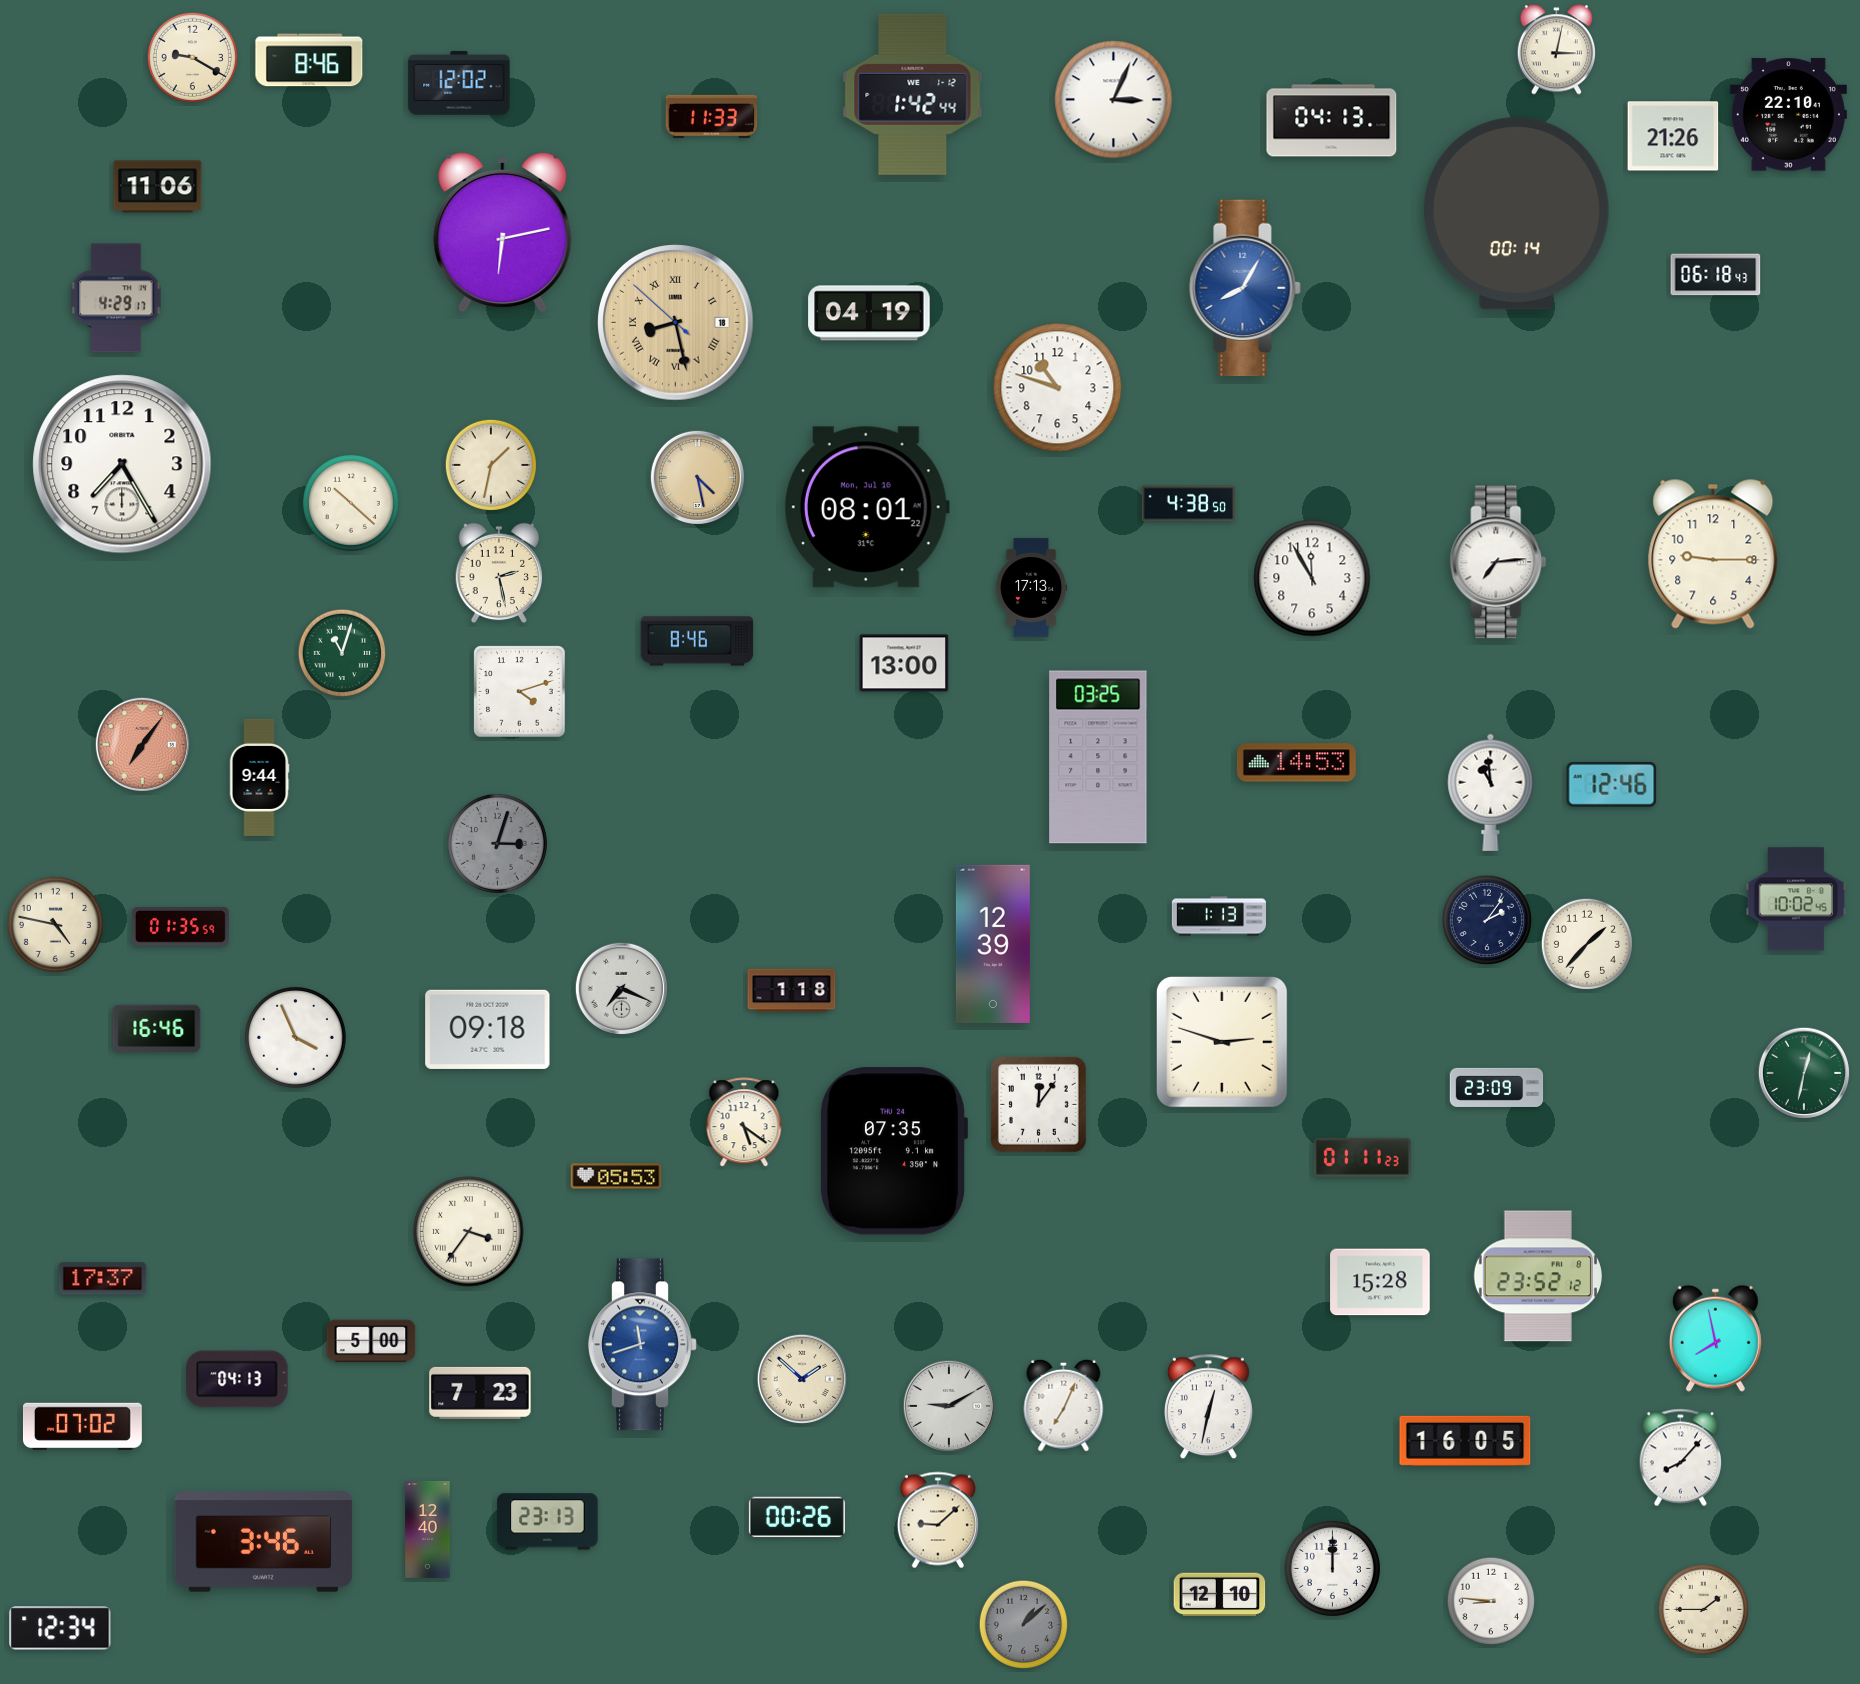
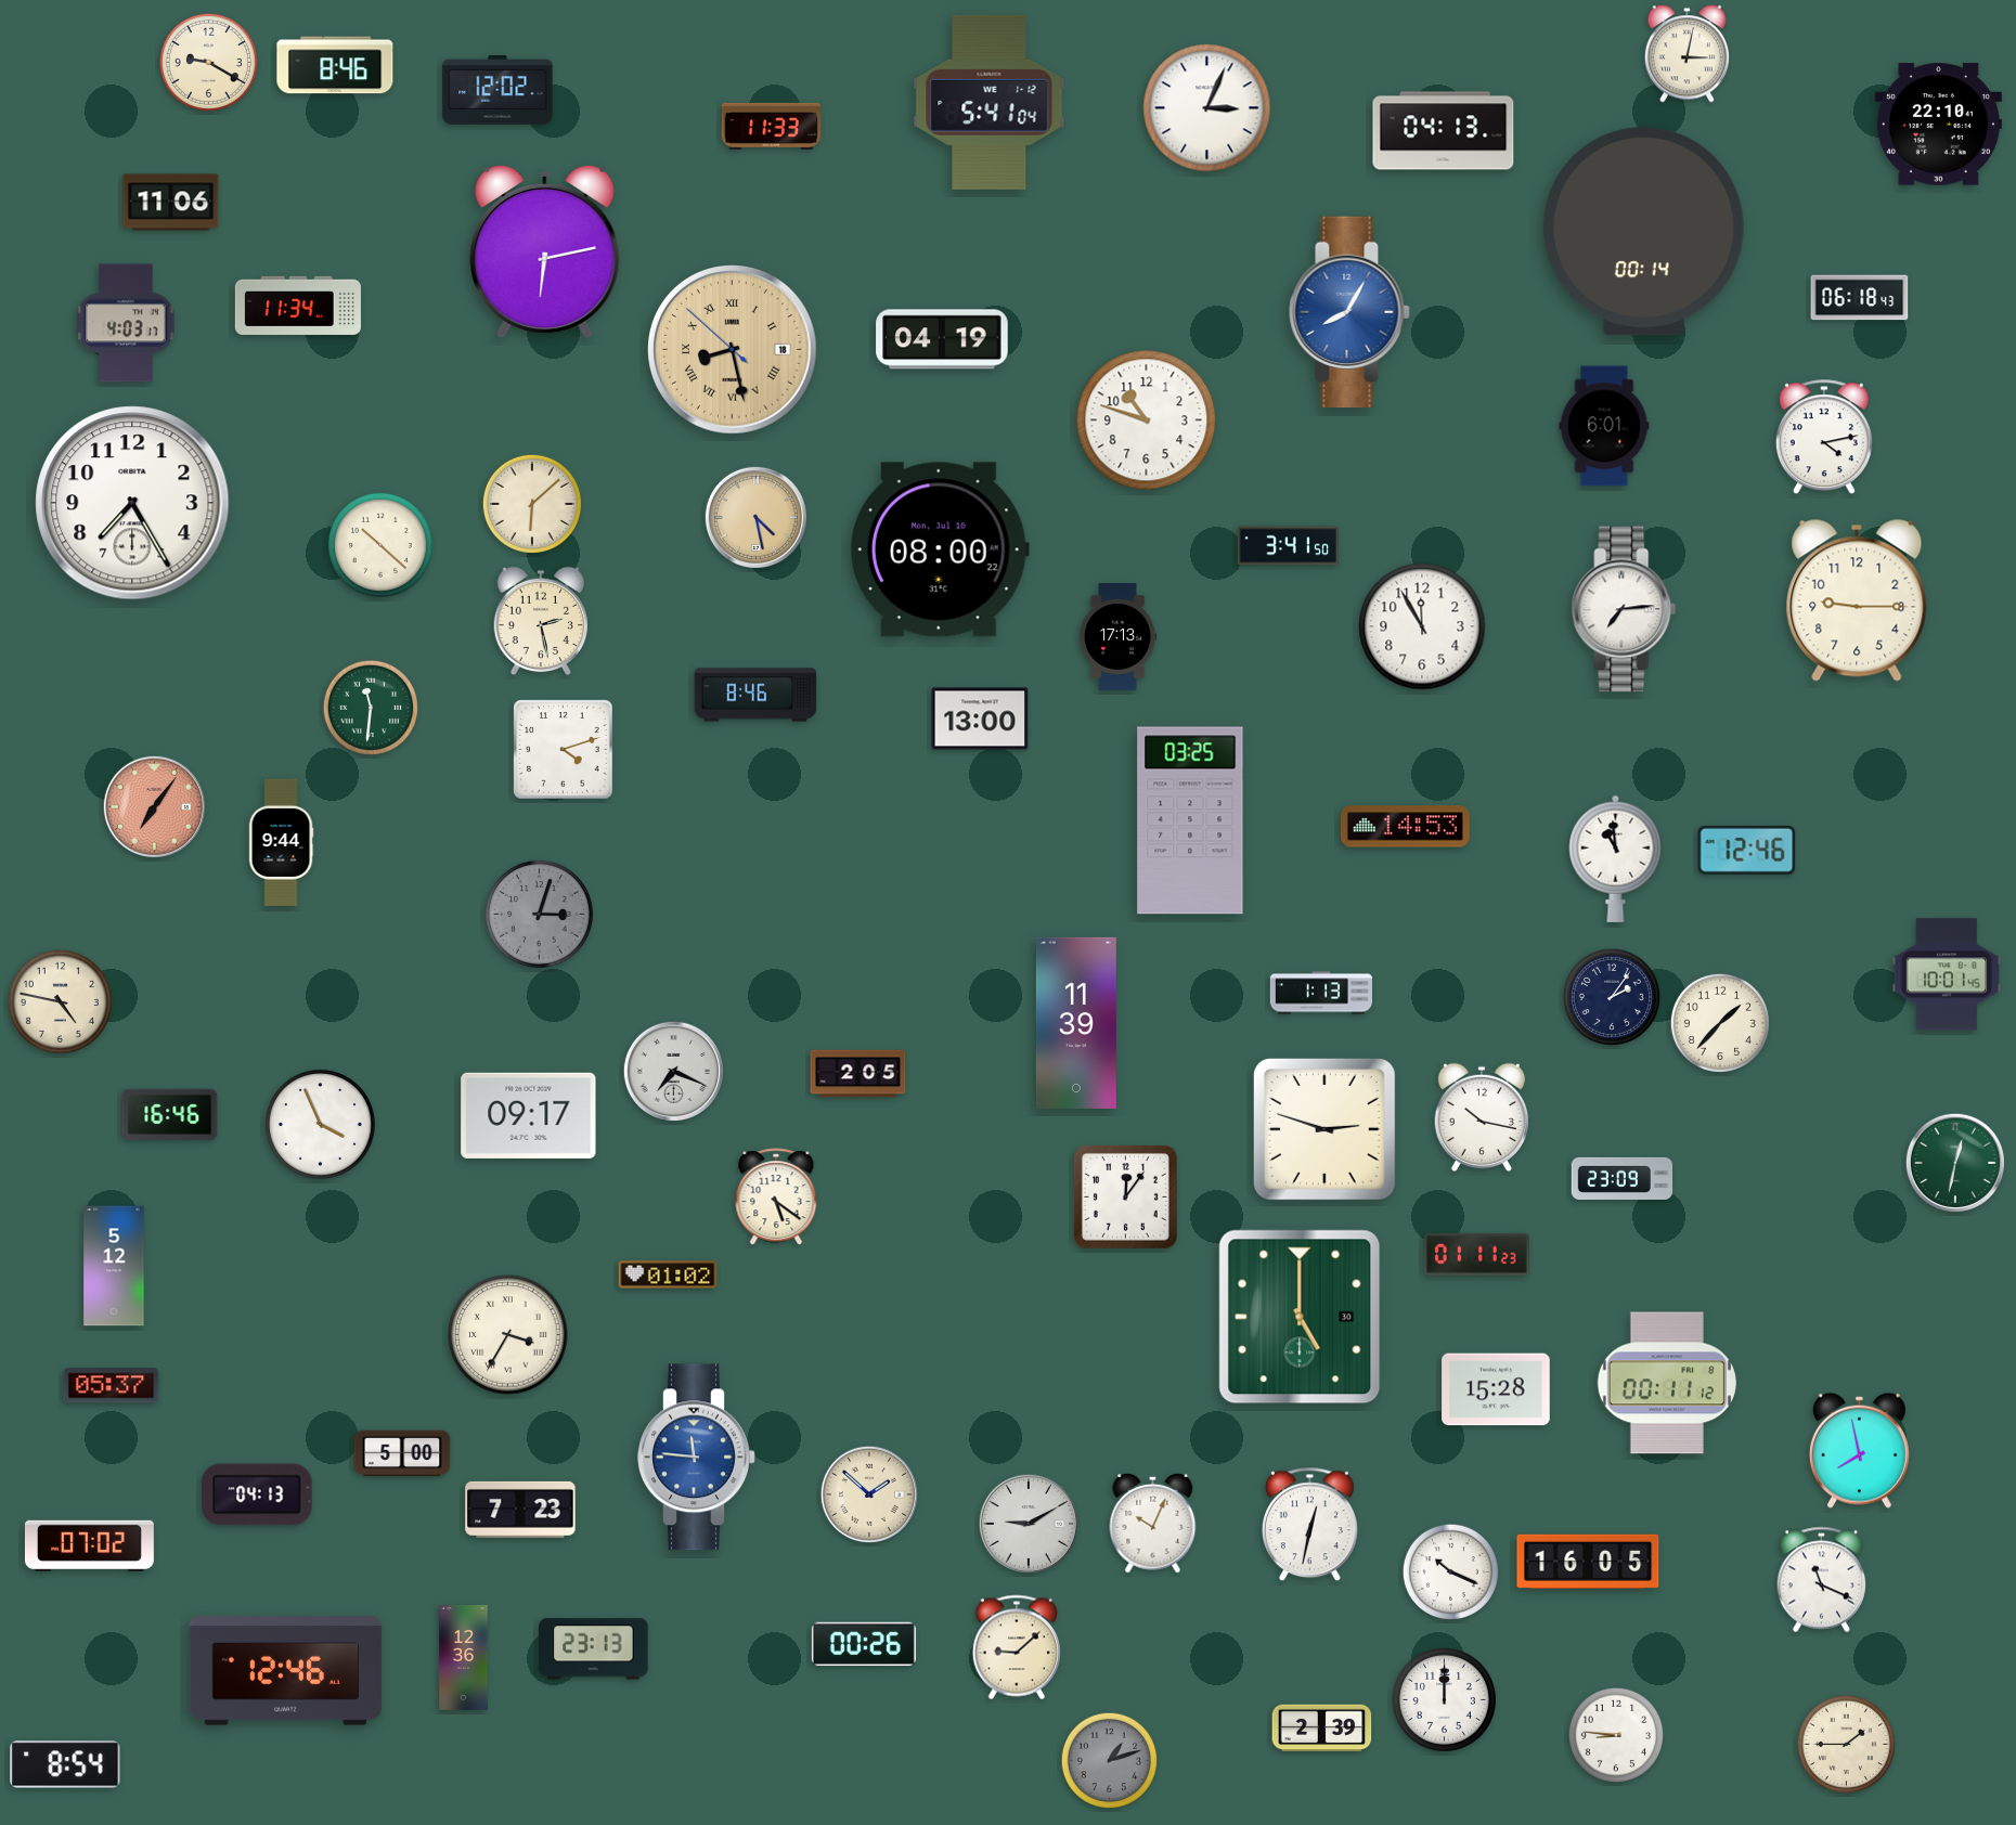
clock at (913, 94): 1:42 -> 5:41
clock at (1673, 136): 21:26 -> none
clock at (298, 306): none -> 11:34
clock at (116, 298): 4:29 -> 4:03
clock at (1604, 426): none -> 6:01
clock at (1824, 438): none -> 4:13
clock at (491, 465): 1:32 -> 6:08
clock at (1189, 504): 4:38 -> 3:41
clock at (867, 507): 08:01 -> 08:00
clock at (342, 653): 11:03 -> 11:31
clock at (1796, 899): 10:02 -> 10:01
clock at (180, 926): 01:35 -> none
clock at (993, 944): 12:39 -> 11:39
clock at (792, 991): 1:18 -> 2:05
clock at (488, 1029): 09:18 -> 09:17
clock at (1482, 1117): none -> 10:17
clock at (744, 1123) position: (744, 1123) -> (776, 1198)
clock at (894, 1151): 07:35 -> none
clock at (114, 1266): none -> 5:12
clock at (616, 1176): 05:53 -> 01:02
clock at (1300, 1317): none -> 5:00
clock at (469, 1232): 3:36 -> 3:35
clock at (1538, 1276): 23:52 -> 00:11
clock at (103, 1279): 17:37 -> 05:37
clock at (643, 1345): 11:42 -> 11:46
clock at (1064, 1405): 7:04 -> 10:04
clock at (1451, 1572): none -> 10:19
clock at (1681, 1458): 8:07 -> 11:19
clock at (428, 1529): 12:40 -> 12:36
clock at (264, 1542): 3:46 -> 12:46
clock at (1220, 1595): 12:10 -> 2:39
clock at (1024, 1625): 1:08 -> 1:12
clock at (60, 1628): 12:34 -> 8:54
